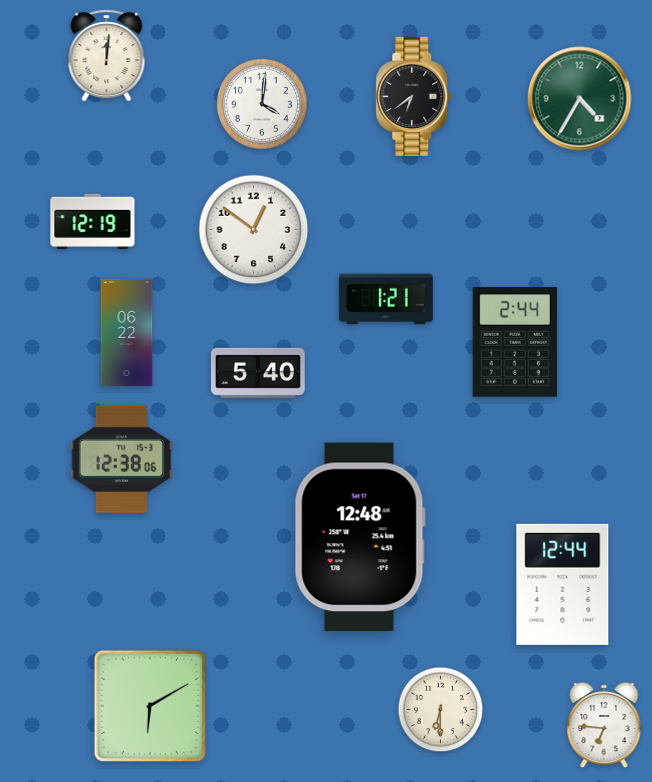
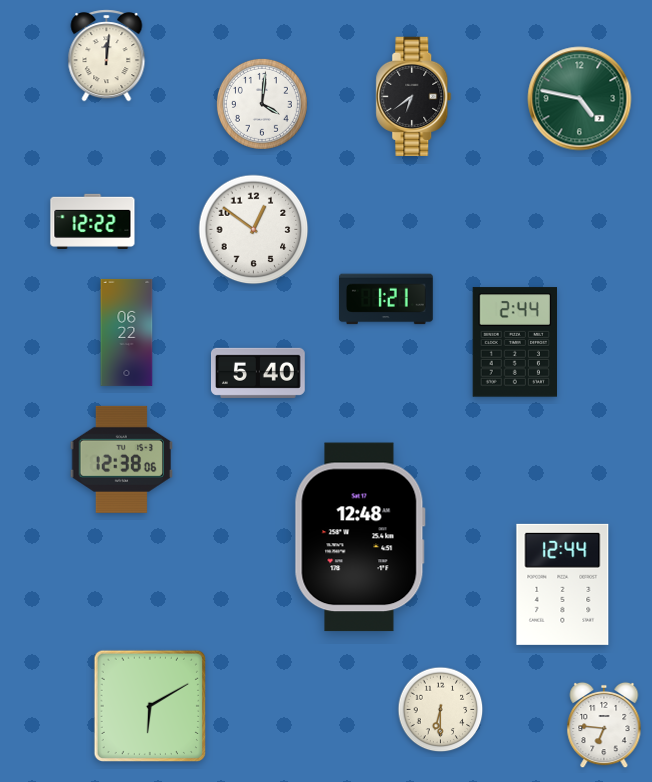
clock at (580, 99): 4:35 -> 4:47
clock at (93, 221): 12:19 -> 12:22
